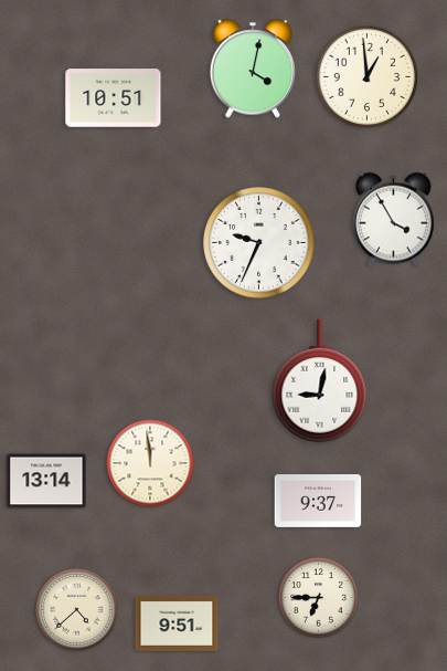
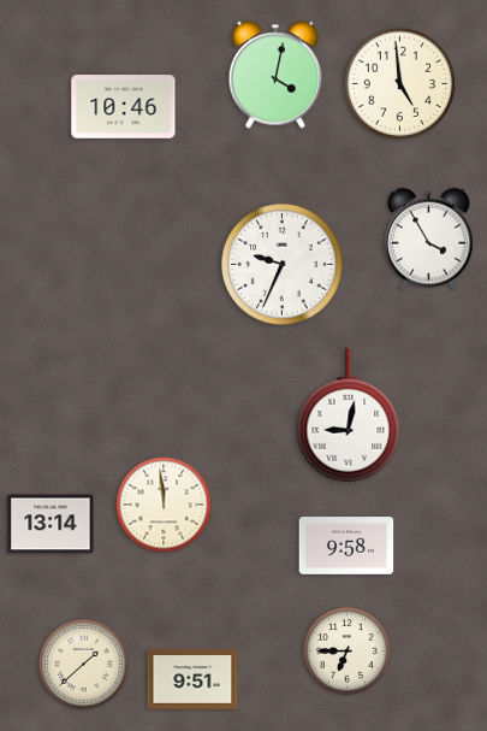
clock at (368, 77): 12:59 -> 4:59
clock at (114, 98): 10:51 -> 10:46
clock at (318, 501): 9:37 -> 9:58
clock at (77, 610): 4:38 -> 1:38
